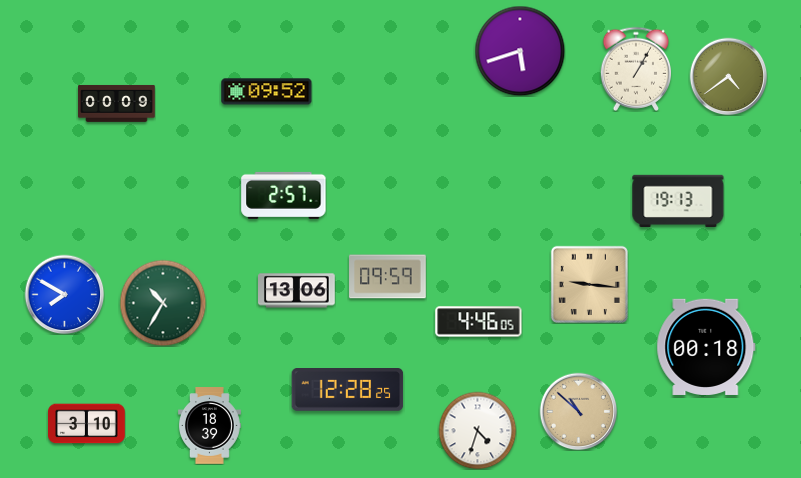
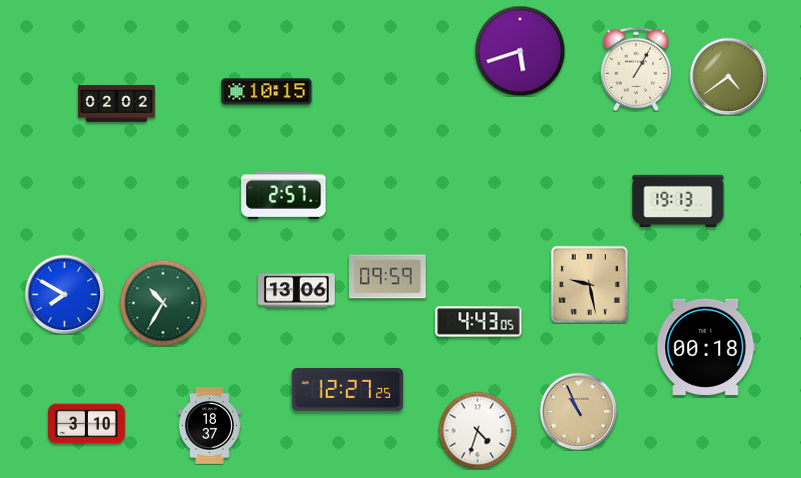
clock at (267, 92): 09:52 -> 10:15
clock at (117, 104): 00:09 -> 02:02
clock at (589, 284): 9:16 -> 9:28
clock at (479, 322): 4:46 -> 4:43
clock at (348, 390): 12:28 -> 12:27
clock at (578, 411): 10:52 -> 10:56
clock at (210, 426): 18:39 -> 18:37
